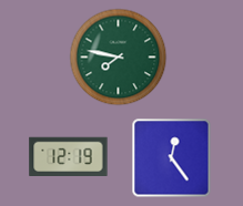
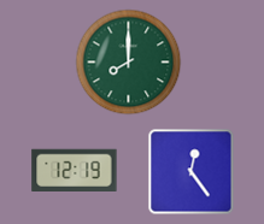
clock at (119, 58): 7:47 -> 8:00
clock at (172, 158) position: (172, 158) -> (192, 172)
